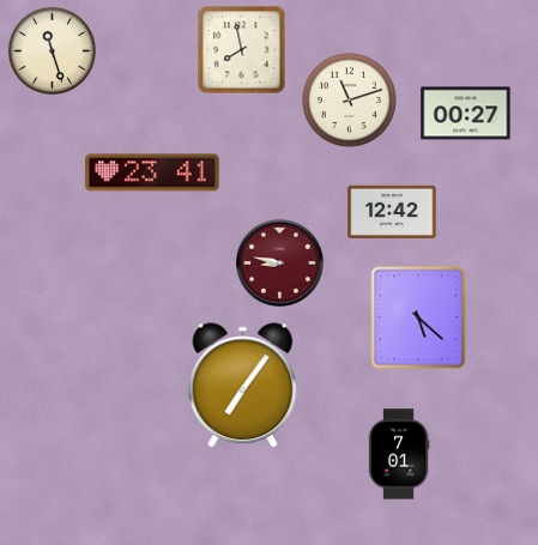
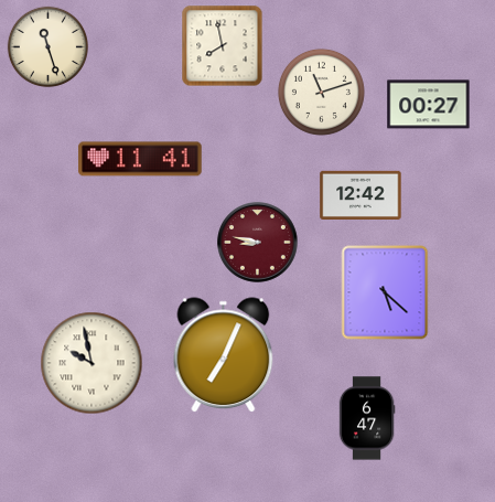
clock at (152, 172): 23:41 -> 11:41
clock at (243, 386): 7:06 -> 7:04
clock at (92, 363): none -> 9:58
clock at (399, 454): 7:01 -> 6:47
